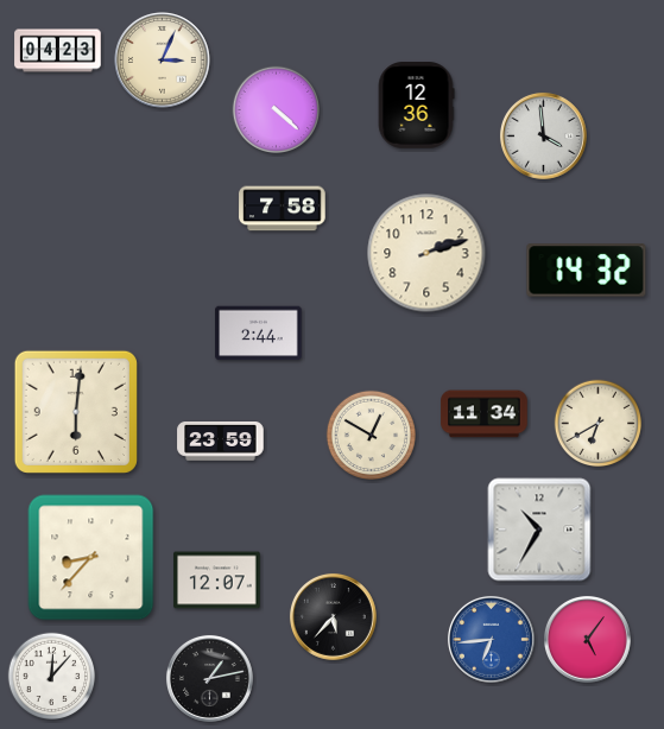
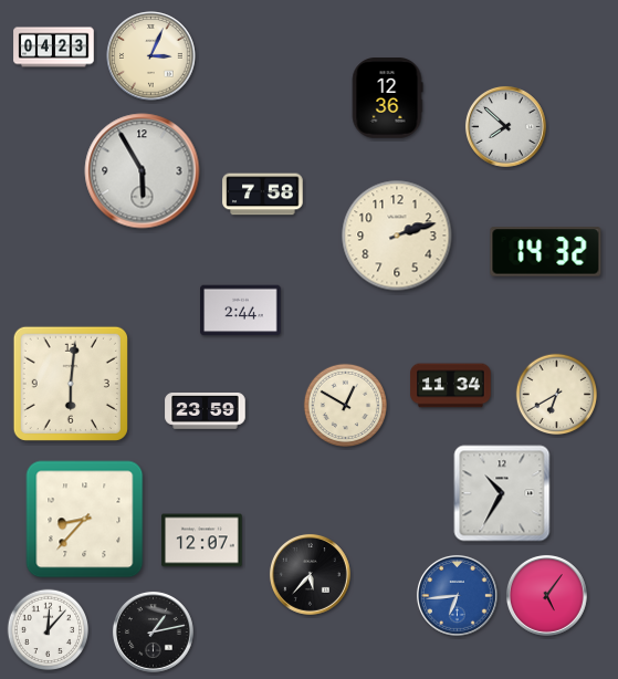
clock at (277, 110): 4:22 -> none
clock at (543, 135): 3:59 -> 7:52
clock at (143, 171): none -> 5:55
clock at (209, 678) position: (209, 678) -> (153, 631)
